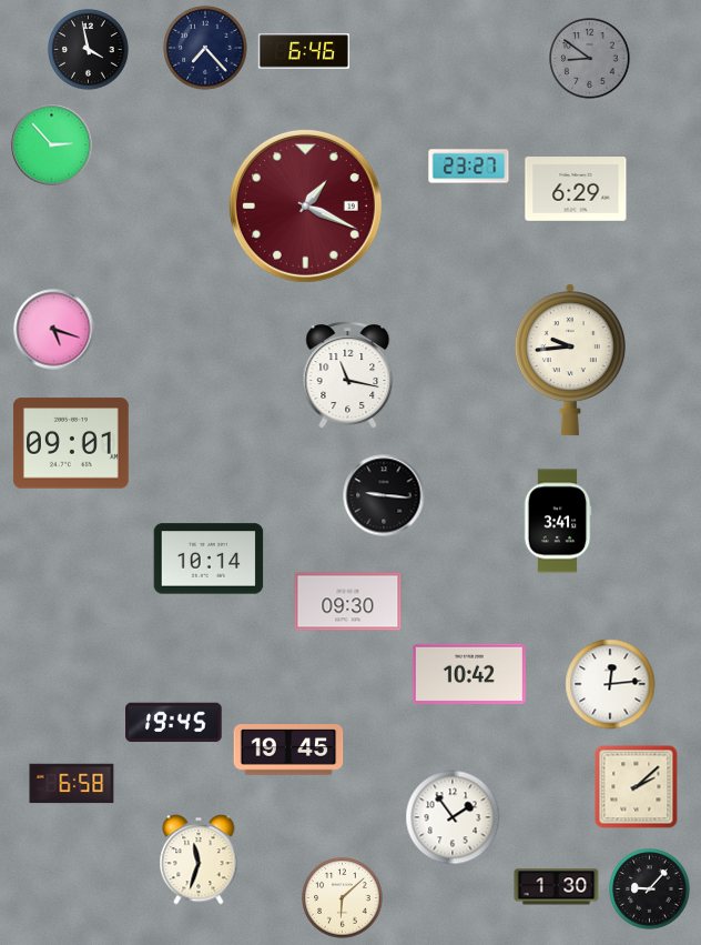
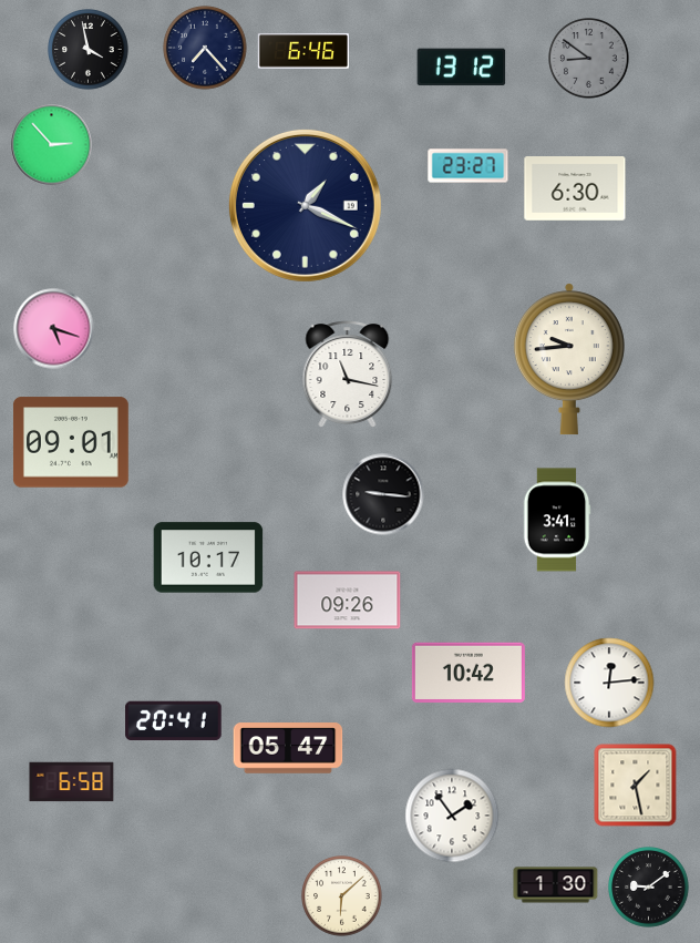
clock at (462, 68): none -> 13:12
clock at (576, 189): 6:29 -> 6:30
clock at (305, 205) dial: burgundy -> navy
clock at (209, 559): 10:14 -> 10:17
clock at (348, 602): 09:30 -> 09:26
clock at (174, 723): 19:45 -> 20:41
clock at (288, 750): 19:45 -> 05:47
clock at (637, 787): 2:08 -> 1:28
clock at (199, 859): 11:33 -> none
clock at (650, 889): 9:07 -> 9:09
